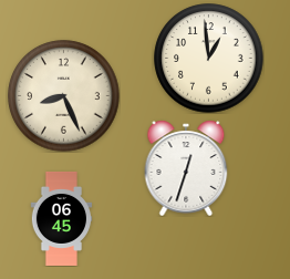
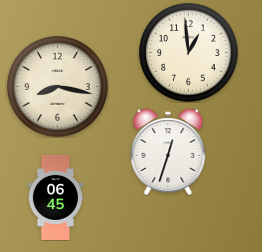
clock at (64, 96): 8:26 -> 8:17
